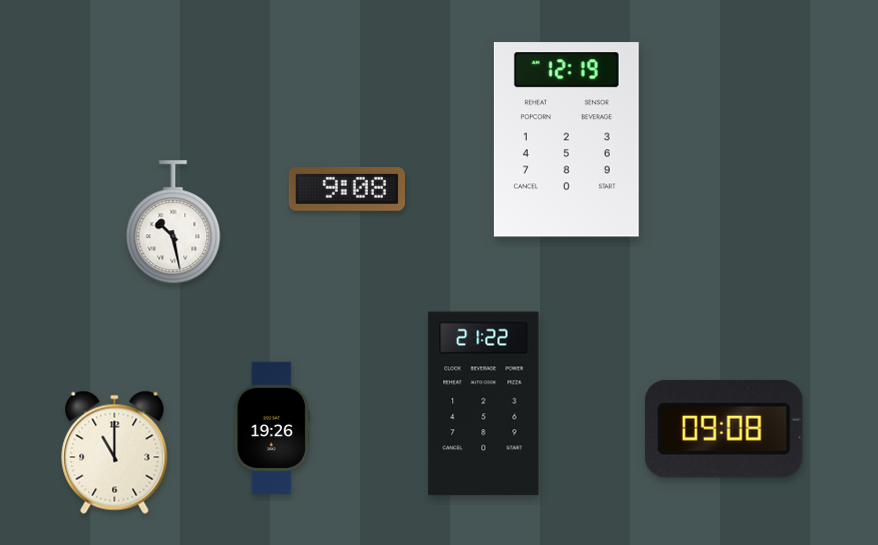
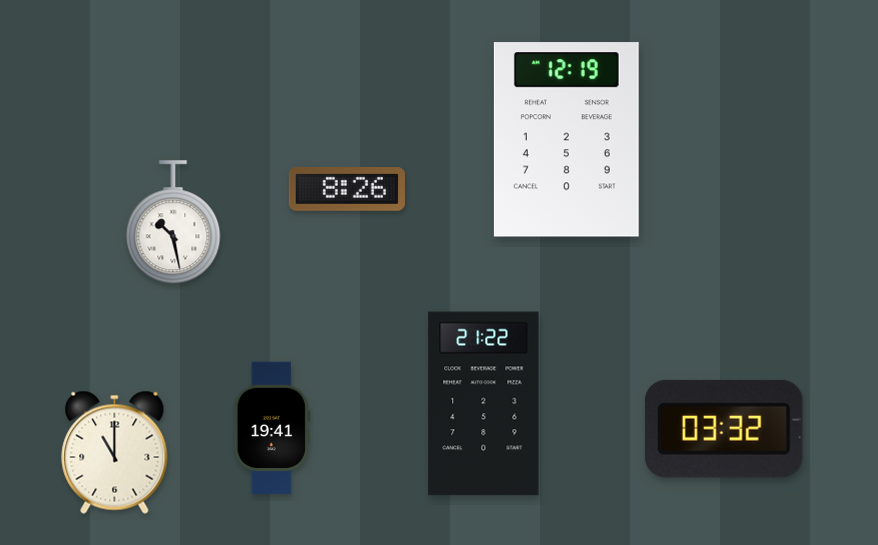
clock at (347, 190): 9:08 -> 8:26
clock at (272, 428): 19:26 -> 19:41
clock at (724, 429): 09:08 -> 03:32
